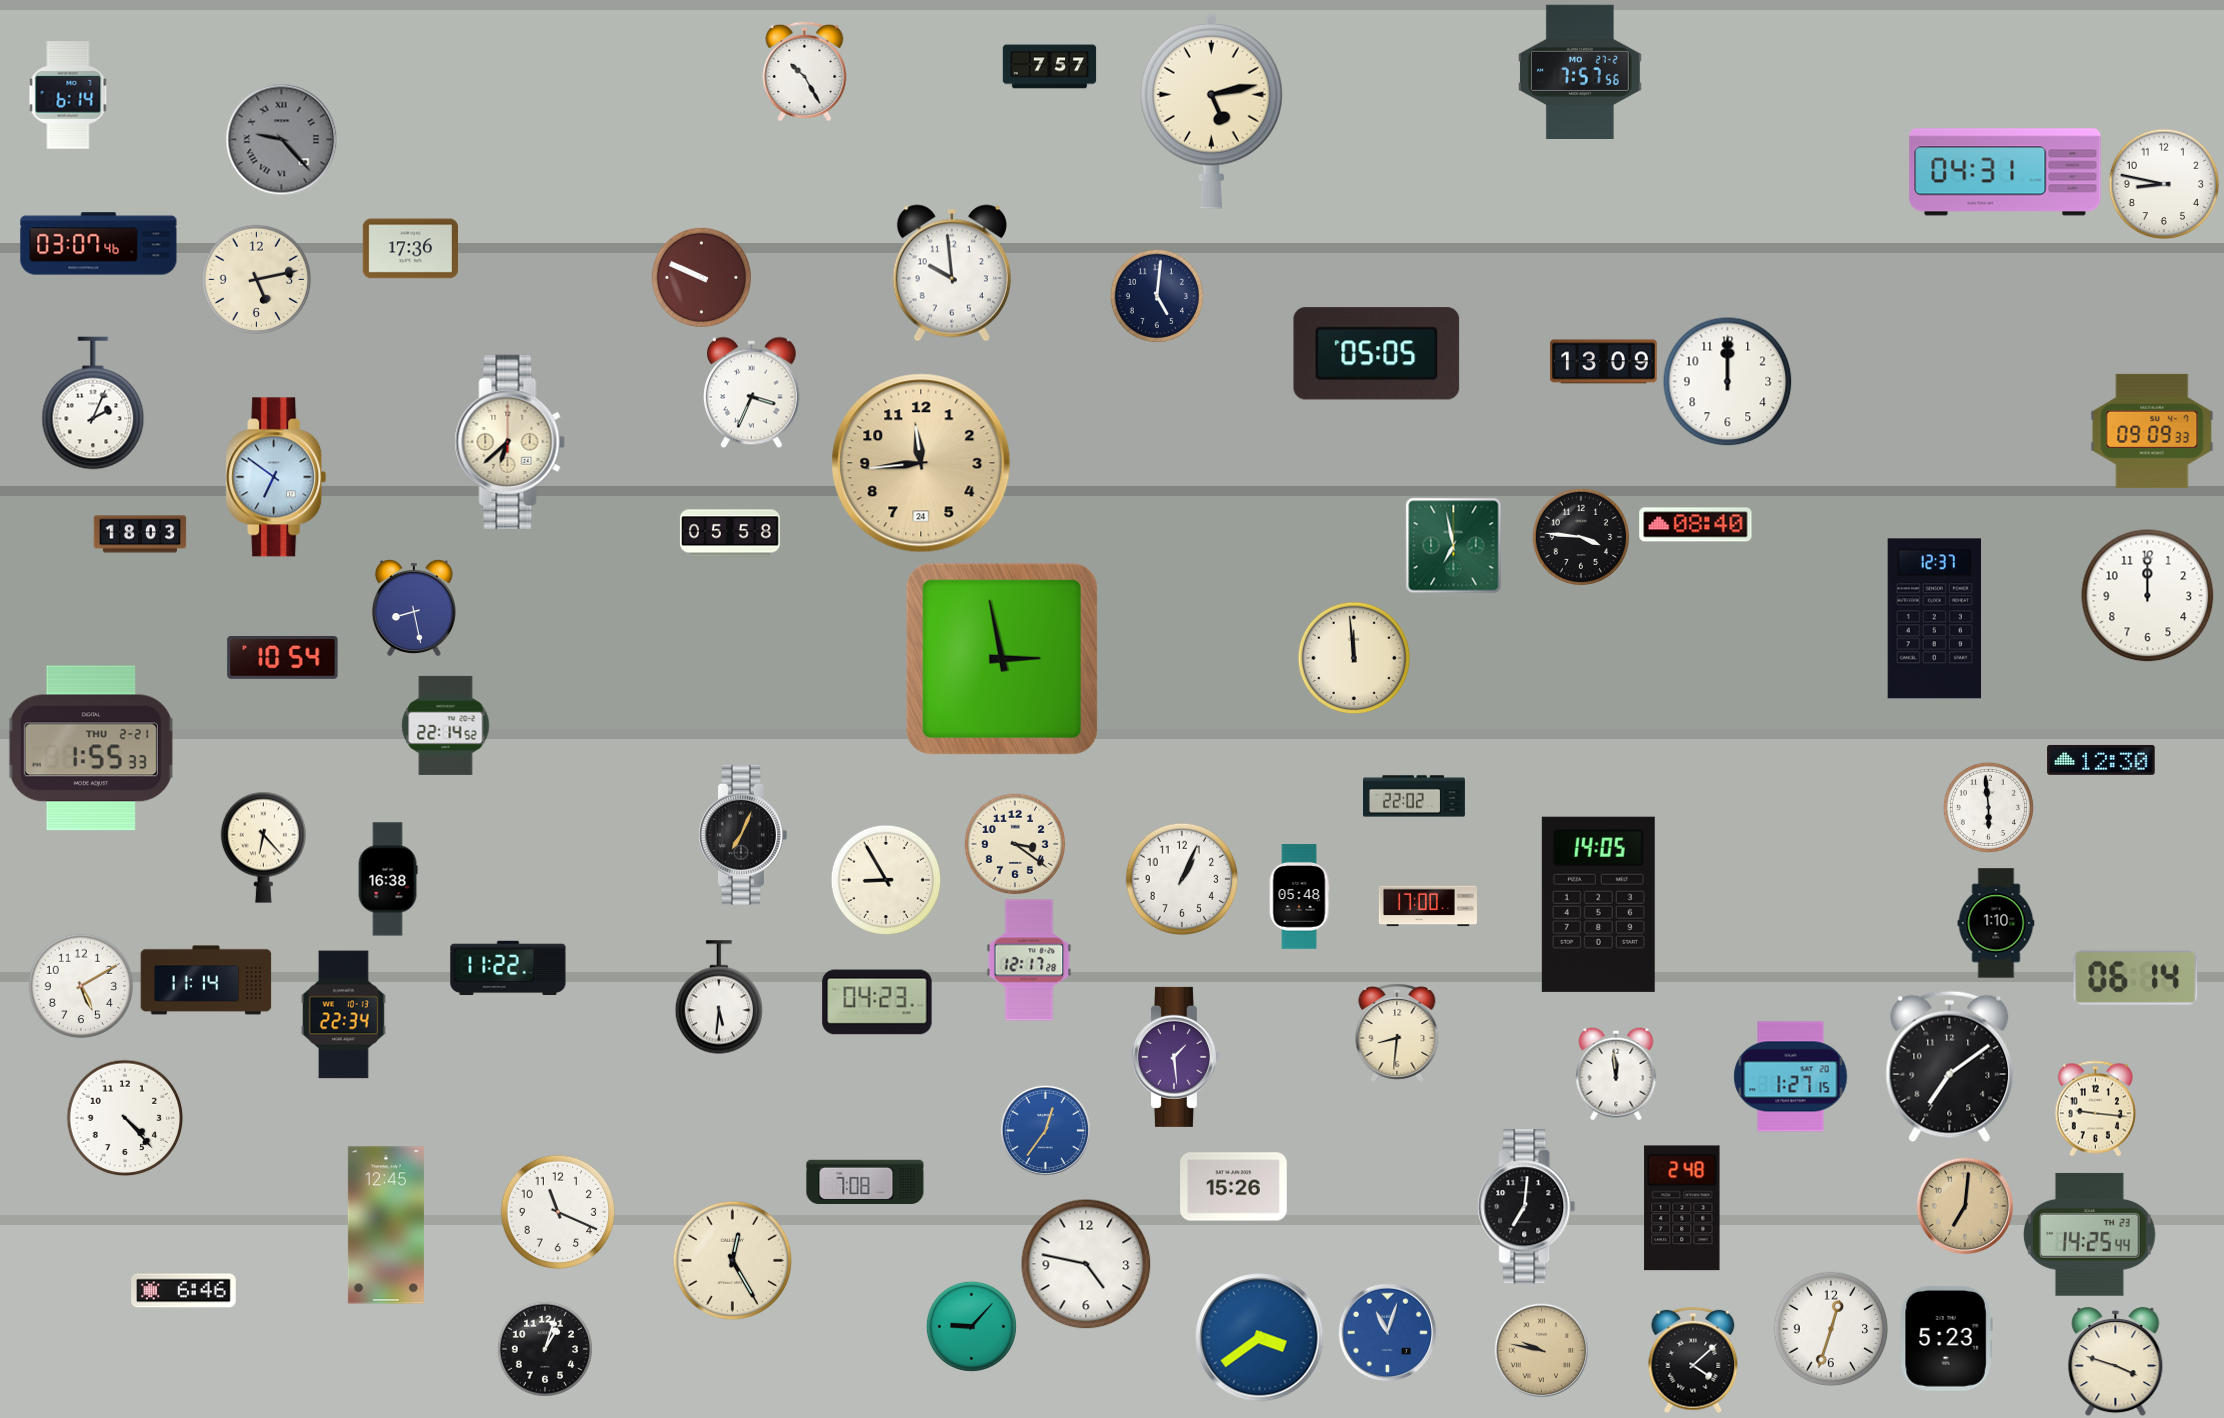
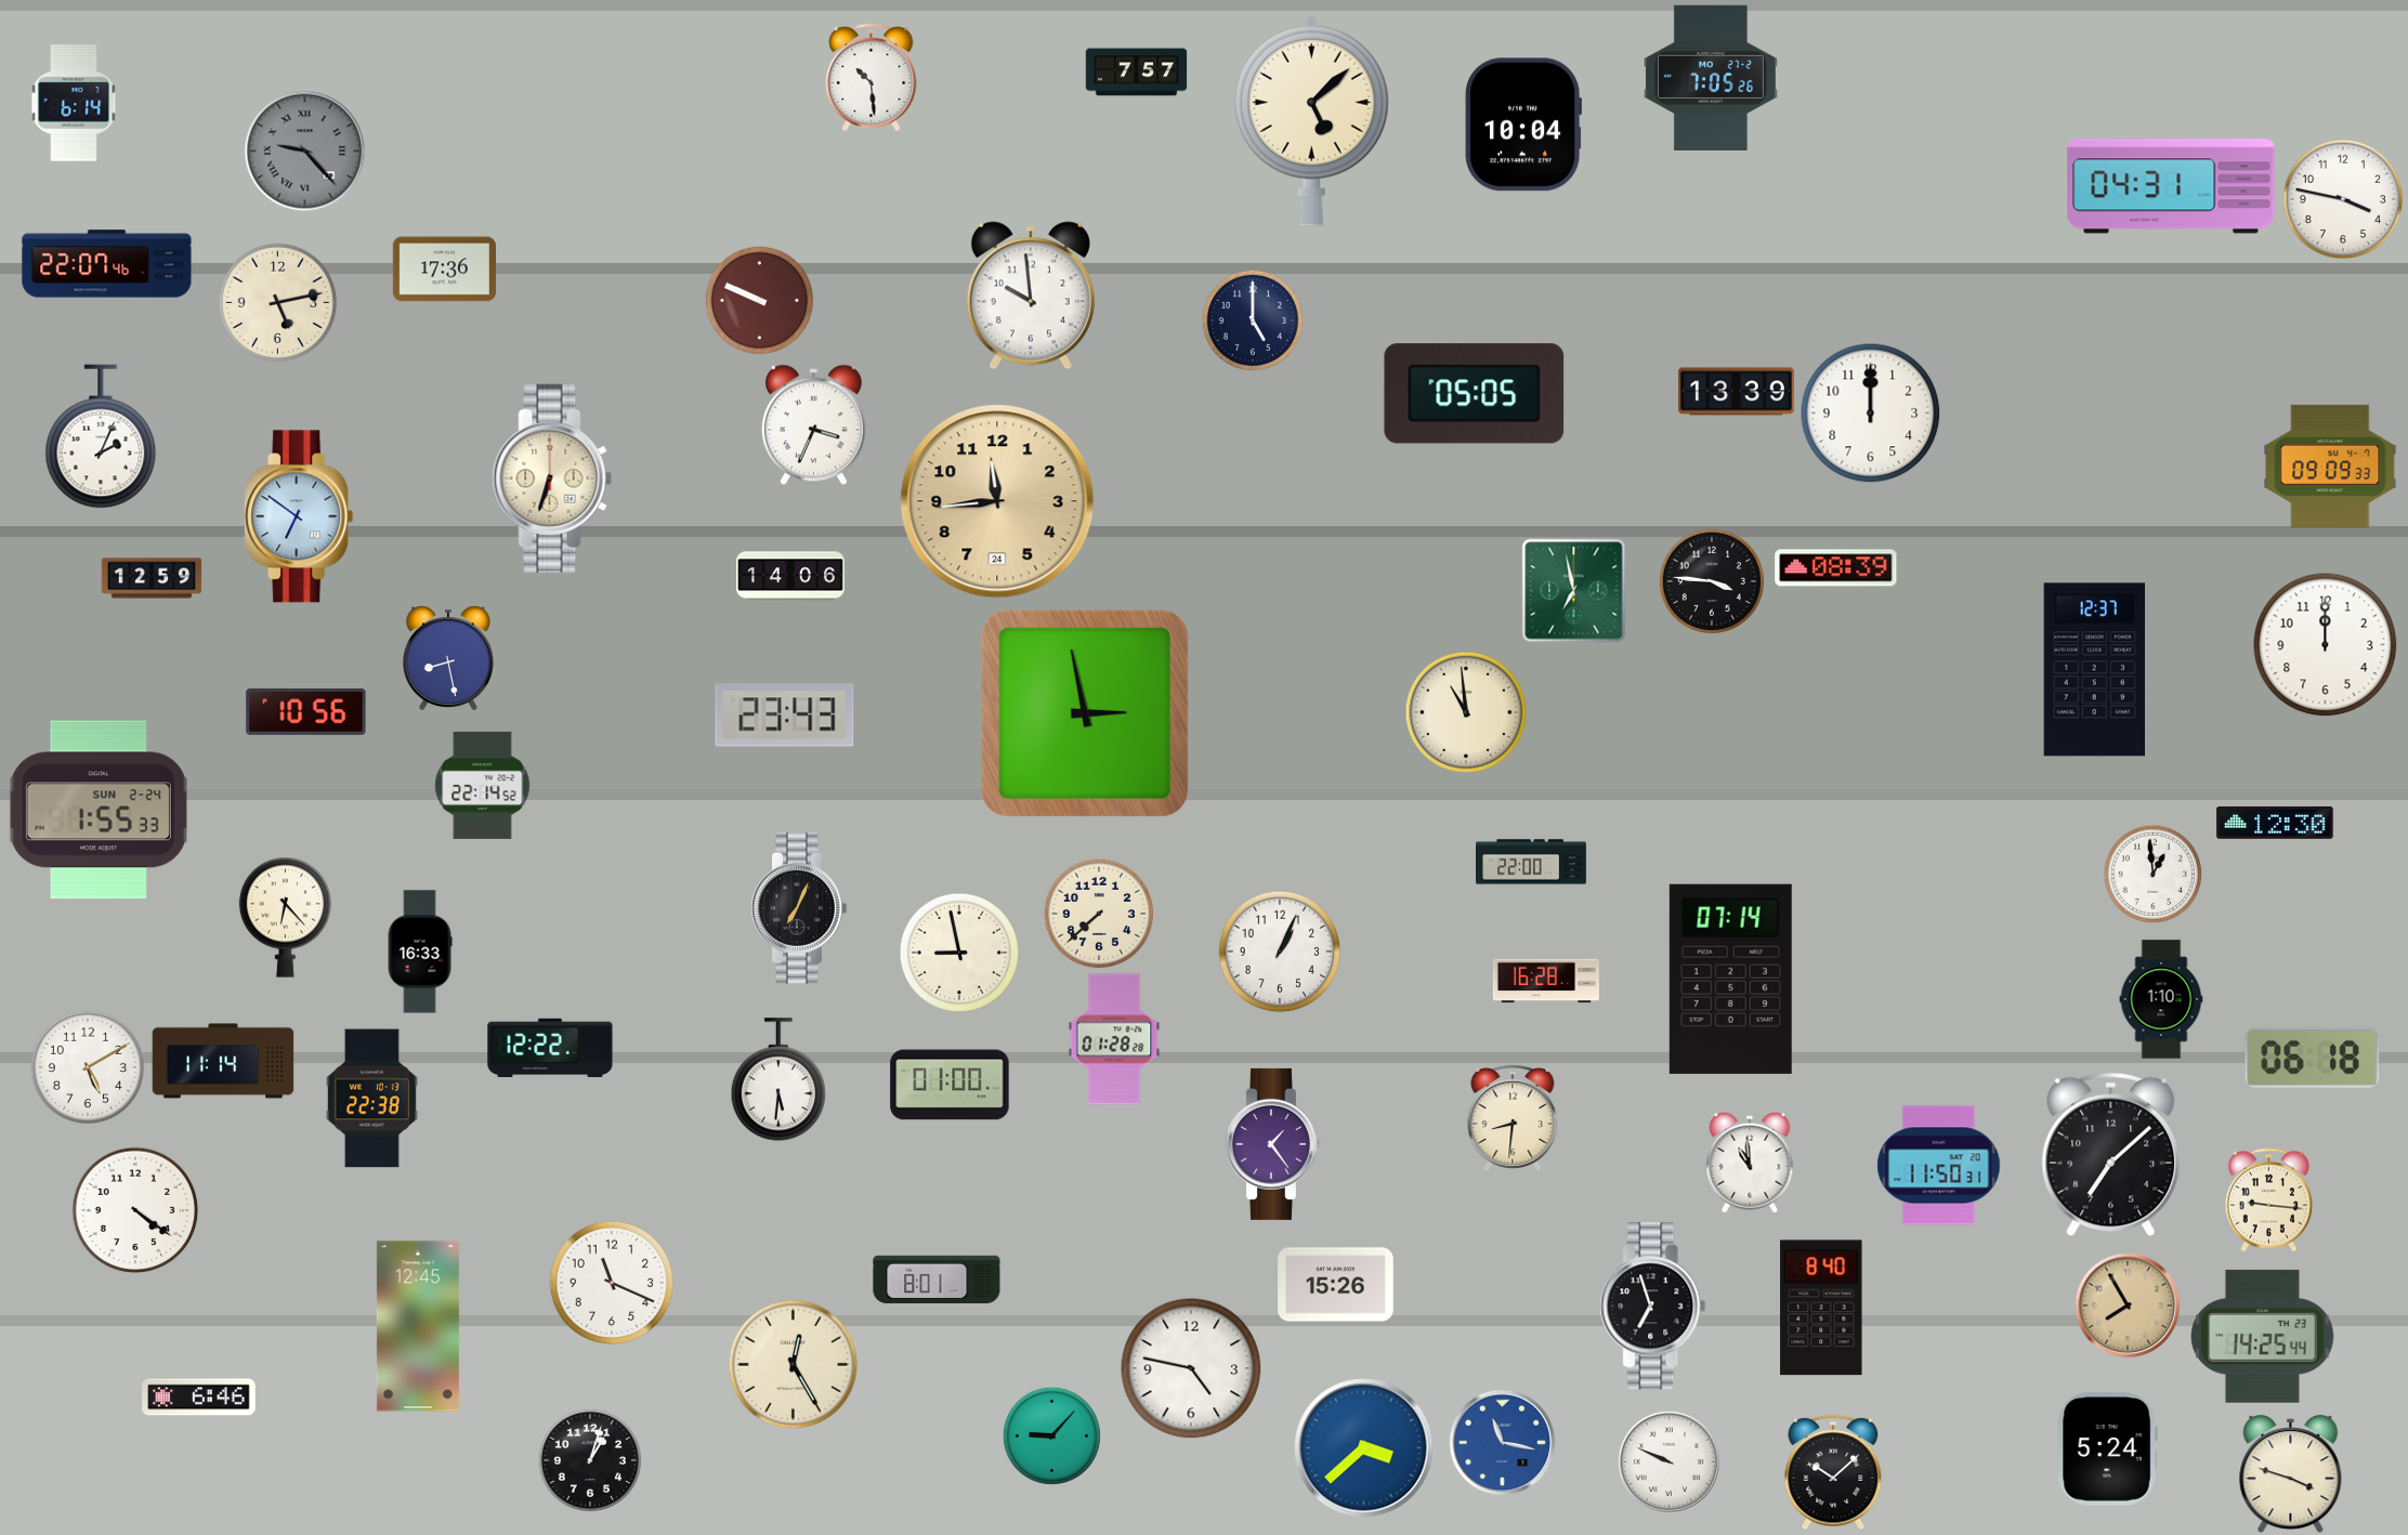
clock at (805, 71): 10:25 -> 10:29
clock at (1580, 71): 7:57 -> 7:05
clock at (1211, 111): 5:13 -> 5:08
clock at (1523, 124): none -> 10:04
clock at (2164, 184): 8:47 -> 3:47
clock at (99, 244): 03:07 -> 22:07
clock at (1157, 296): 5:01 -> 5:00
clock at (1377, 354) position: (1377, 354) -> (1475, 394)
clock at (1604, 362): 13:09 -> 13:39
clock at (510, 442): 6:38 -> 6:33
clock at (1696, 525): 08:40 -> 08:39
clock at (730, 533): 05:58 -> 14:06
clock at (140, 534): 18:03 -> 12:59
clock at (283, 657): 10:54 -> 10:56
clock at (1354, 658): 11:59 -> 10:59
clock at (785, 716): none -> 23:43
clock at (91, 748) date: THU 2-21 -> SUN 2-24
clock at (1415, 796): 22:02 -> 22:00
clock at (1988, 807): 5:59 -> 12:59
clock at (742, 835) position: (742, 835) -> (798, 908)
clock at (1014, 843): 3:21 -> 7:38
clock at (388, 879): 16:38 -> 16:33
clock at (886, 880): 8:55 -> 8:58
clock at (1299, 897): 05:48 -> none
clock at (1598, 904): 14:05 -> 07:14
clock at (1428, 906): 17:00 -> 16:28
clock at (1029, 960): 12:17 -> 01:28
clock at (508, 968): 11:22 -> 12:22
clock at (2136, 977): 06:14 -> 06:18
clock at (877, 1002): 04:23 -> 01:00
clock at (343, 1015): 22:34 -> 22:38
clock at (1175, 1057): 1:29 -> 1:24
clock at (1950, 1067): 7:09 -> 7:08
clock at (1616, 1074): 11:59 -> 10:59
clock at (1791, 1077): 1:27 -> 11:50
clock at (125, 1118): 4:23 -> 4:21
clock at (1045, 1130): 12:36 -> none
clock at (865, 1181): 7:08 -> 8:01
clock at (1965, 1206): 7:01 -> 7:55
clock at (1527, 1207): 7:01 -> 6:57
clock at (1682, 1208): 2:48 -> 8:40
clock at (558, 1212) position: (558, 1212) -> (612, 1283)
clock at (1086, 1264) position: (1086, 1264) -> (1191, 1368)
clock at (1831, 1329): 12:33 -> none
clock at (1388, 1333): 11:03 -> 11:17
clock at (1260, 1338): 3:39 -> 3:38
clock at (1946, 1339): 5:23 -> 5:24
clock at (1541, 1350): 9:47 -> 9:49
clock at (1541, 1350) dial: champagne -> white
clock at (1693, 1360): 4:08 -> 10:08
